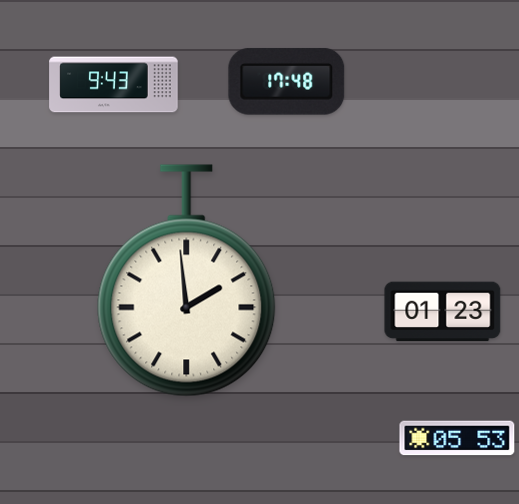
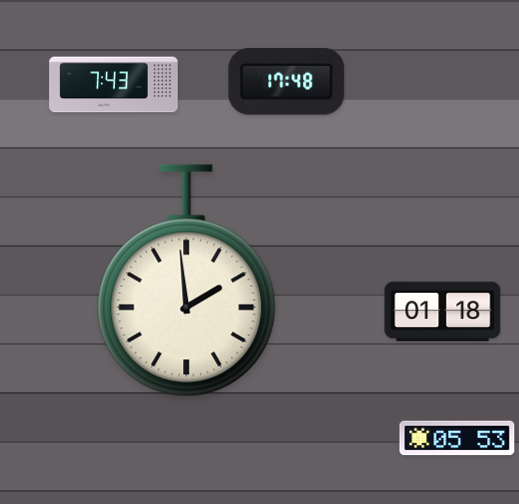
clock at (114, 85): 9:43 -> 7:43
clock at (443, 312): 01:23 -> 01:18
